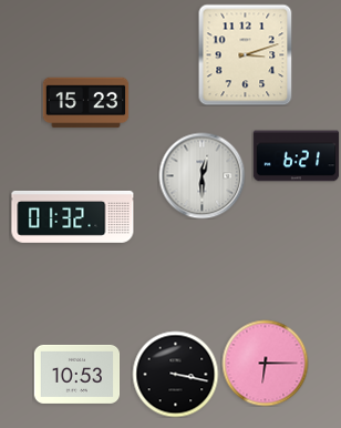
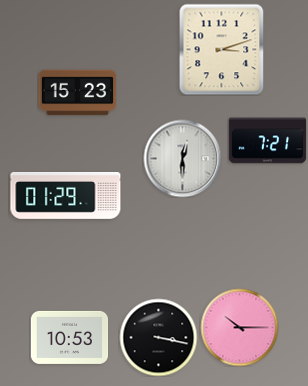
clock at (296, 156): 6:21 -> 7:21
clock at (73, 217): 01:32 -> 01:29
clock at (265, 363): 6:15 -> 10:15
